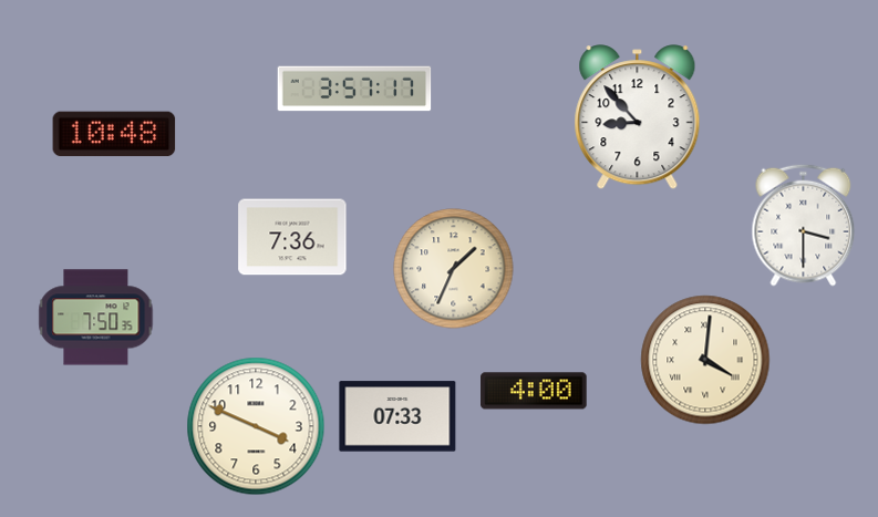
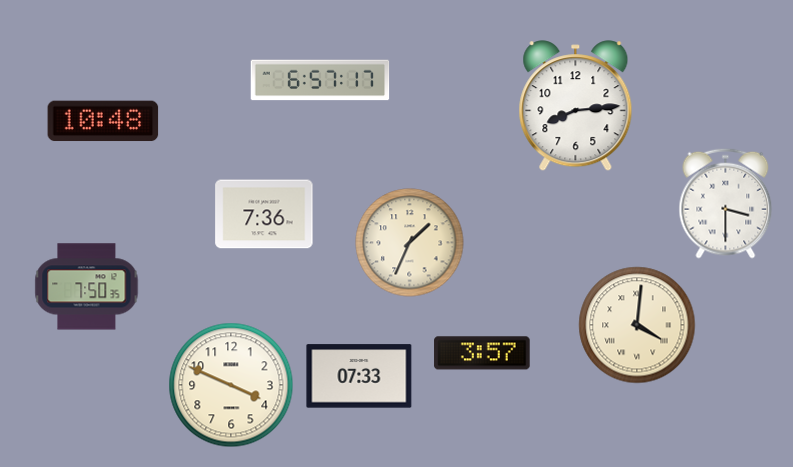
clock at (354, 89): 3:57 -> 6:57
clock at (638, 117): 8:53 -> 8:14
clock at (534, 391): 4:00 -> 3:57
